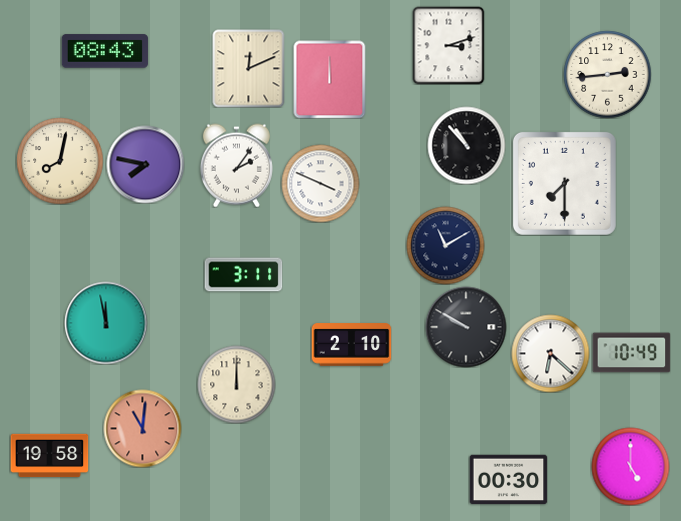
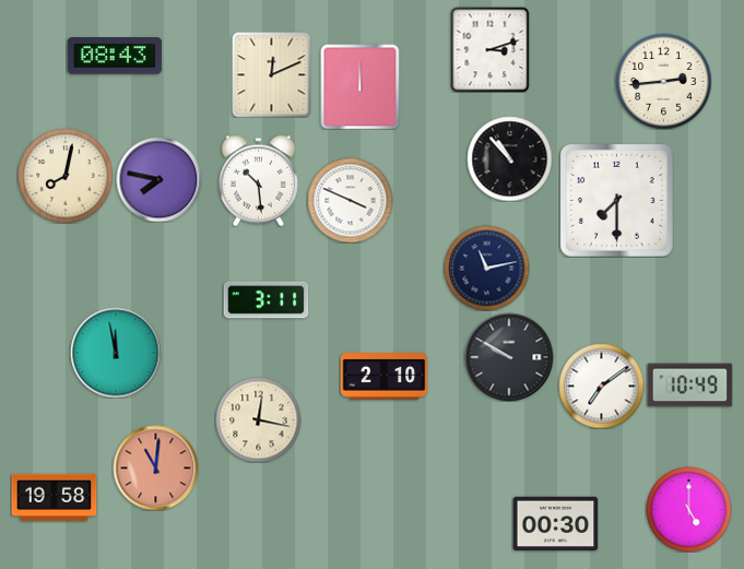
clock at (236, 165): 2:06 -> 10:29
clock at (445, 245): 11:10 -> 11:13
clock at (550, 353): 6:22 -> 7:09
clock at (236, 384): 12:00 -> 12:17
